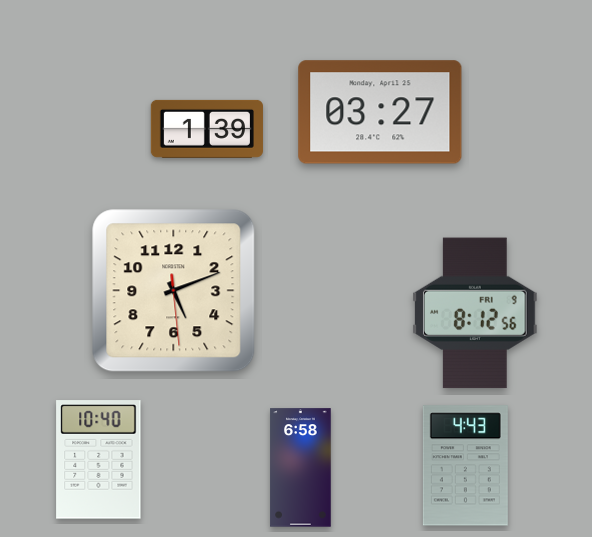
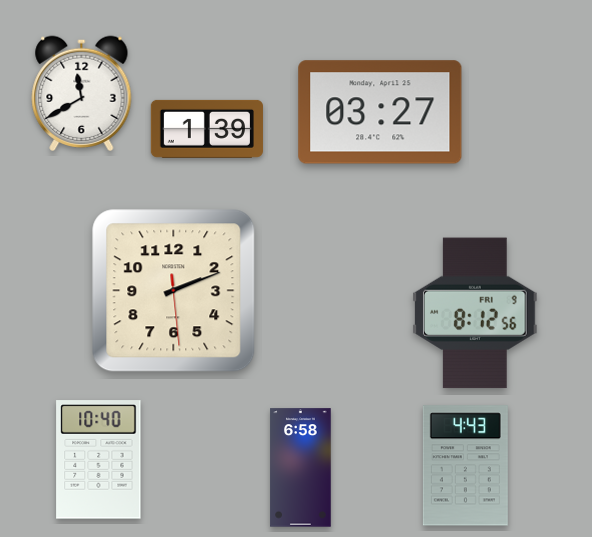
clock at (82, 93): none -> 11:40
clock at (174, 291): 5:11 -> 2:11
